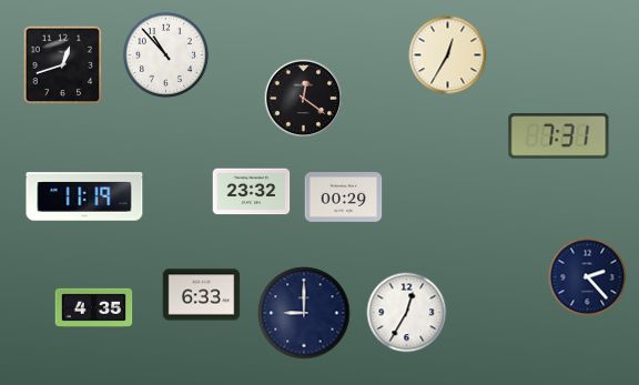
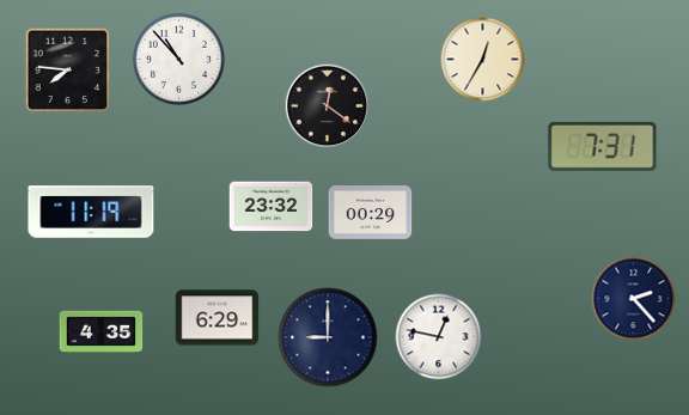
clock at (63, 65): 12:42 -> 7:46
clock at (202, 295): 6:33 -> 6:29
clock at (407, 313): 12:35 -> 12:47
